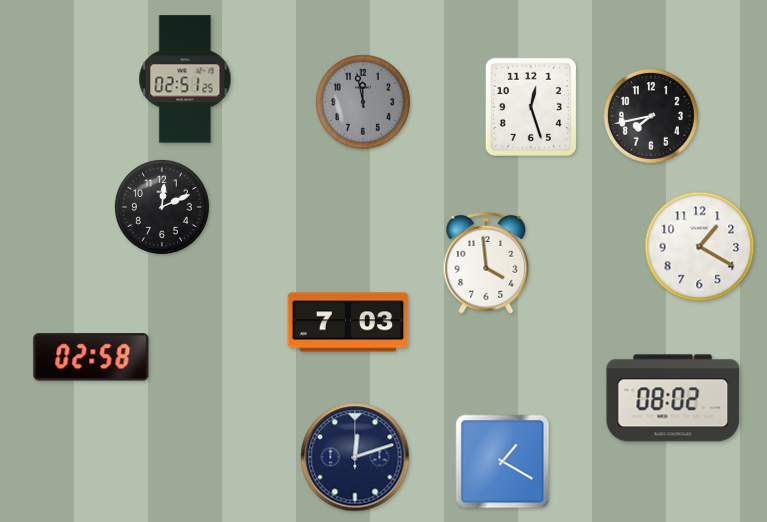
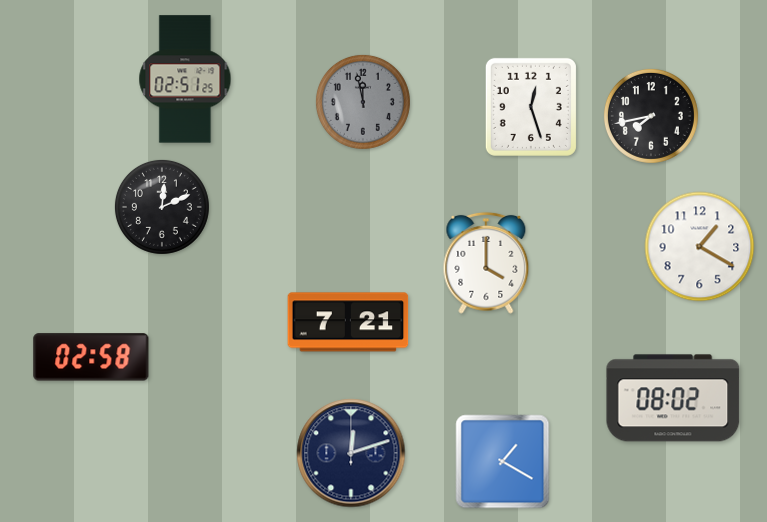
clock at (486, 263): 3:59 -> 4:00
clock at (348, 322): 7:03 -> 7:21
clock at (355, 457) position: (355, 457) -> (351, 453)
